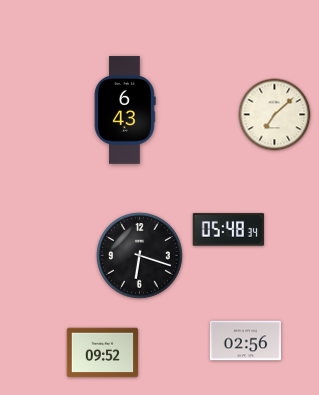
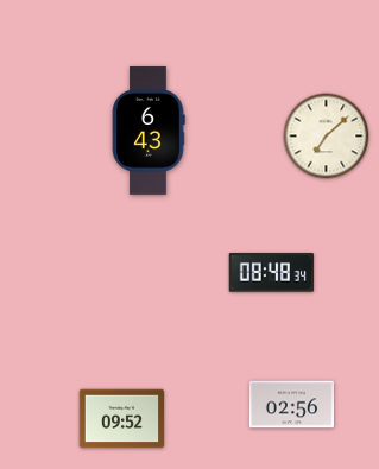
clock at (228, 230): 05:48 -> 08:48
clock at (140, 256): 6:18 -> none
